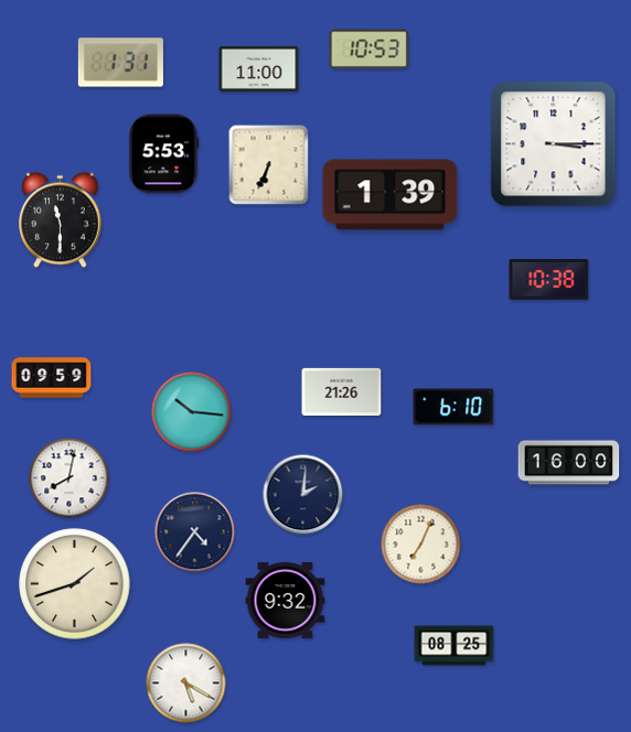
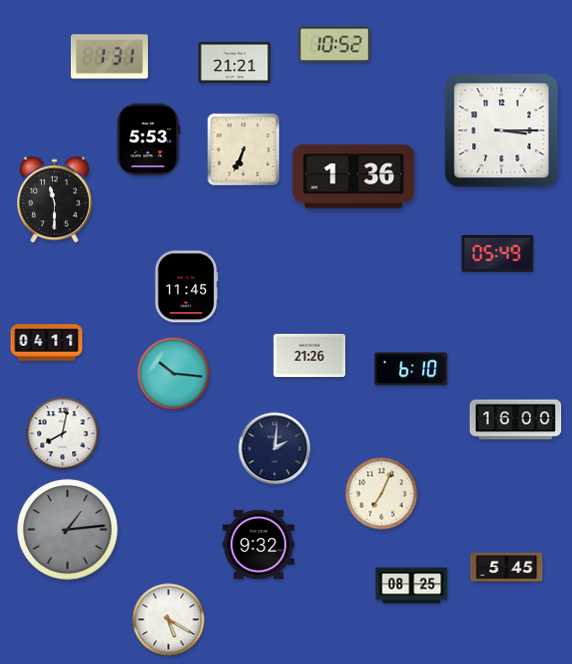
clock at (370, 50): 10:53 -> 10:52
clock at (259, 68): 11:00 -> 21:21
clock at (391, 195): 1:39 -> 1:36
clock at (549, 279): 10:38 -> 05:49
clock at (186, 287): none -> 11:45
clock at (52, 378): 09:59 -> 04:11
clock at (195, 532): 4:36 -> none
clock at (75, 584): 1:42 -> 1:14
clock at (75, 584) dial: cream -> grey
clock at (507, 568): none -> 5:45
